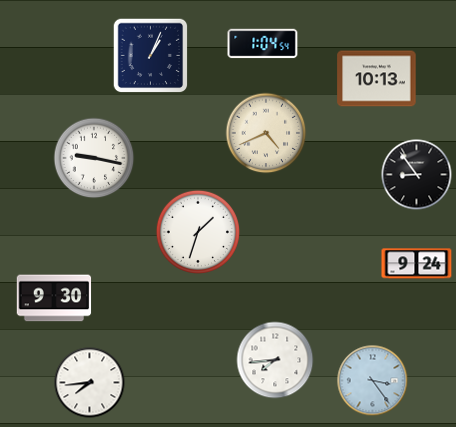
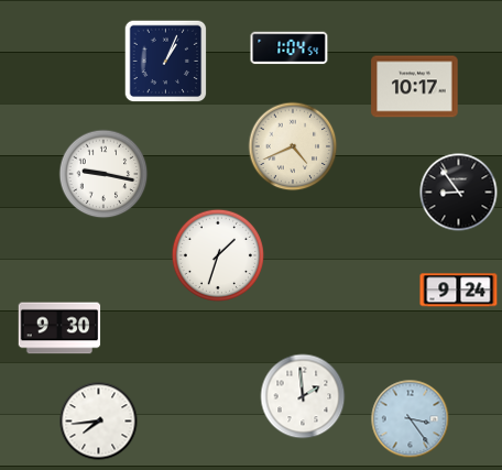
clock at (377, 79): 10:13 -> 10:17
clock at (275, 360): 7:44 -> 1:59
